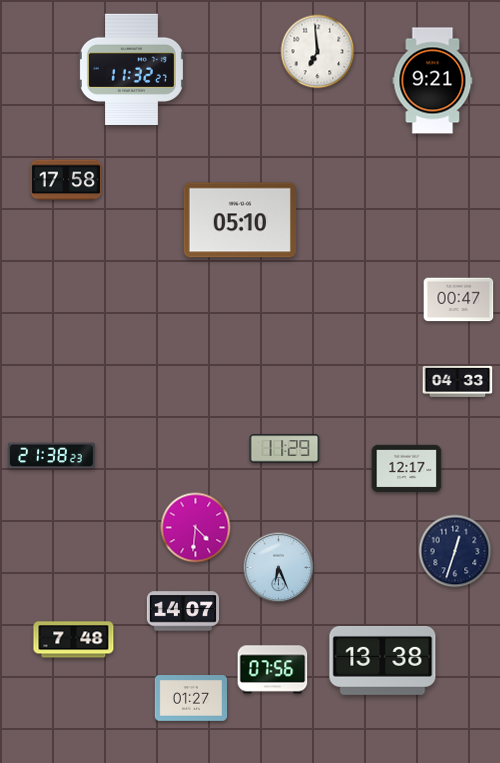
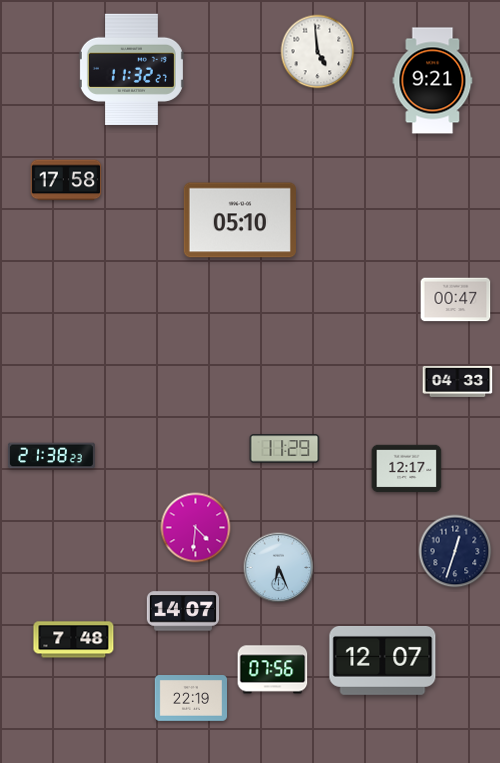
clock at (318, 52): 6:59 -> 4:59
clock at (459, 300) position: (459, 300) -> (456, 300)
clock at (383, 660): 13:38 -> 12:07
clock at (190, 699): 01:27 -> 22:19
